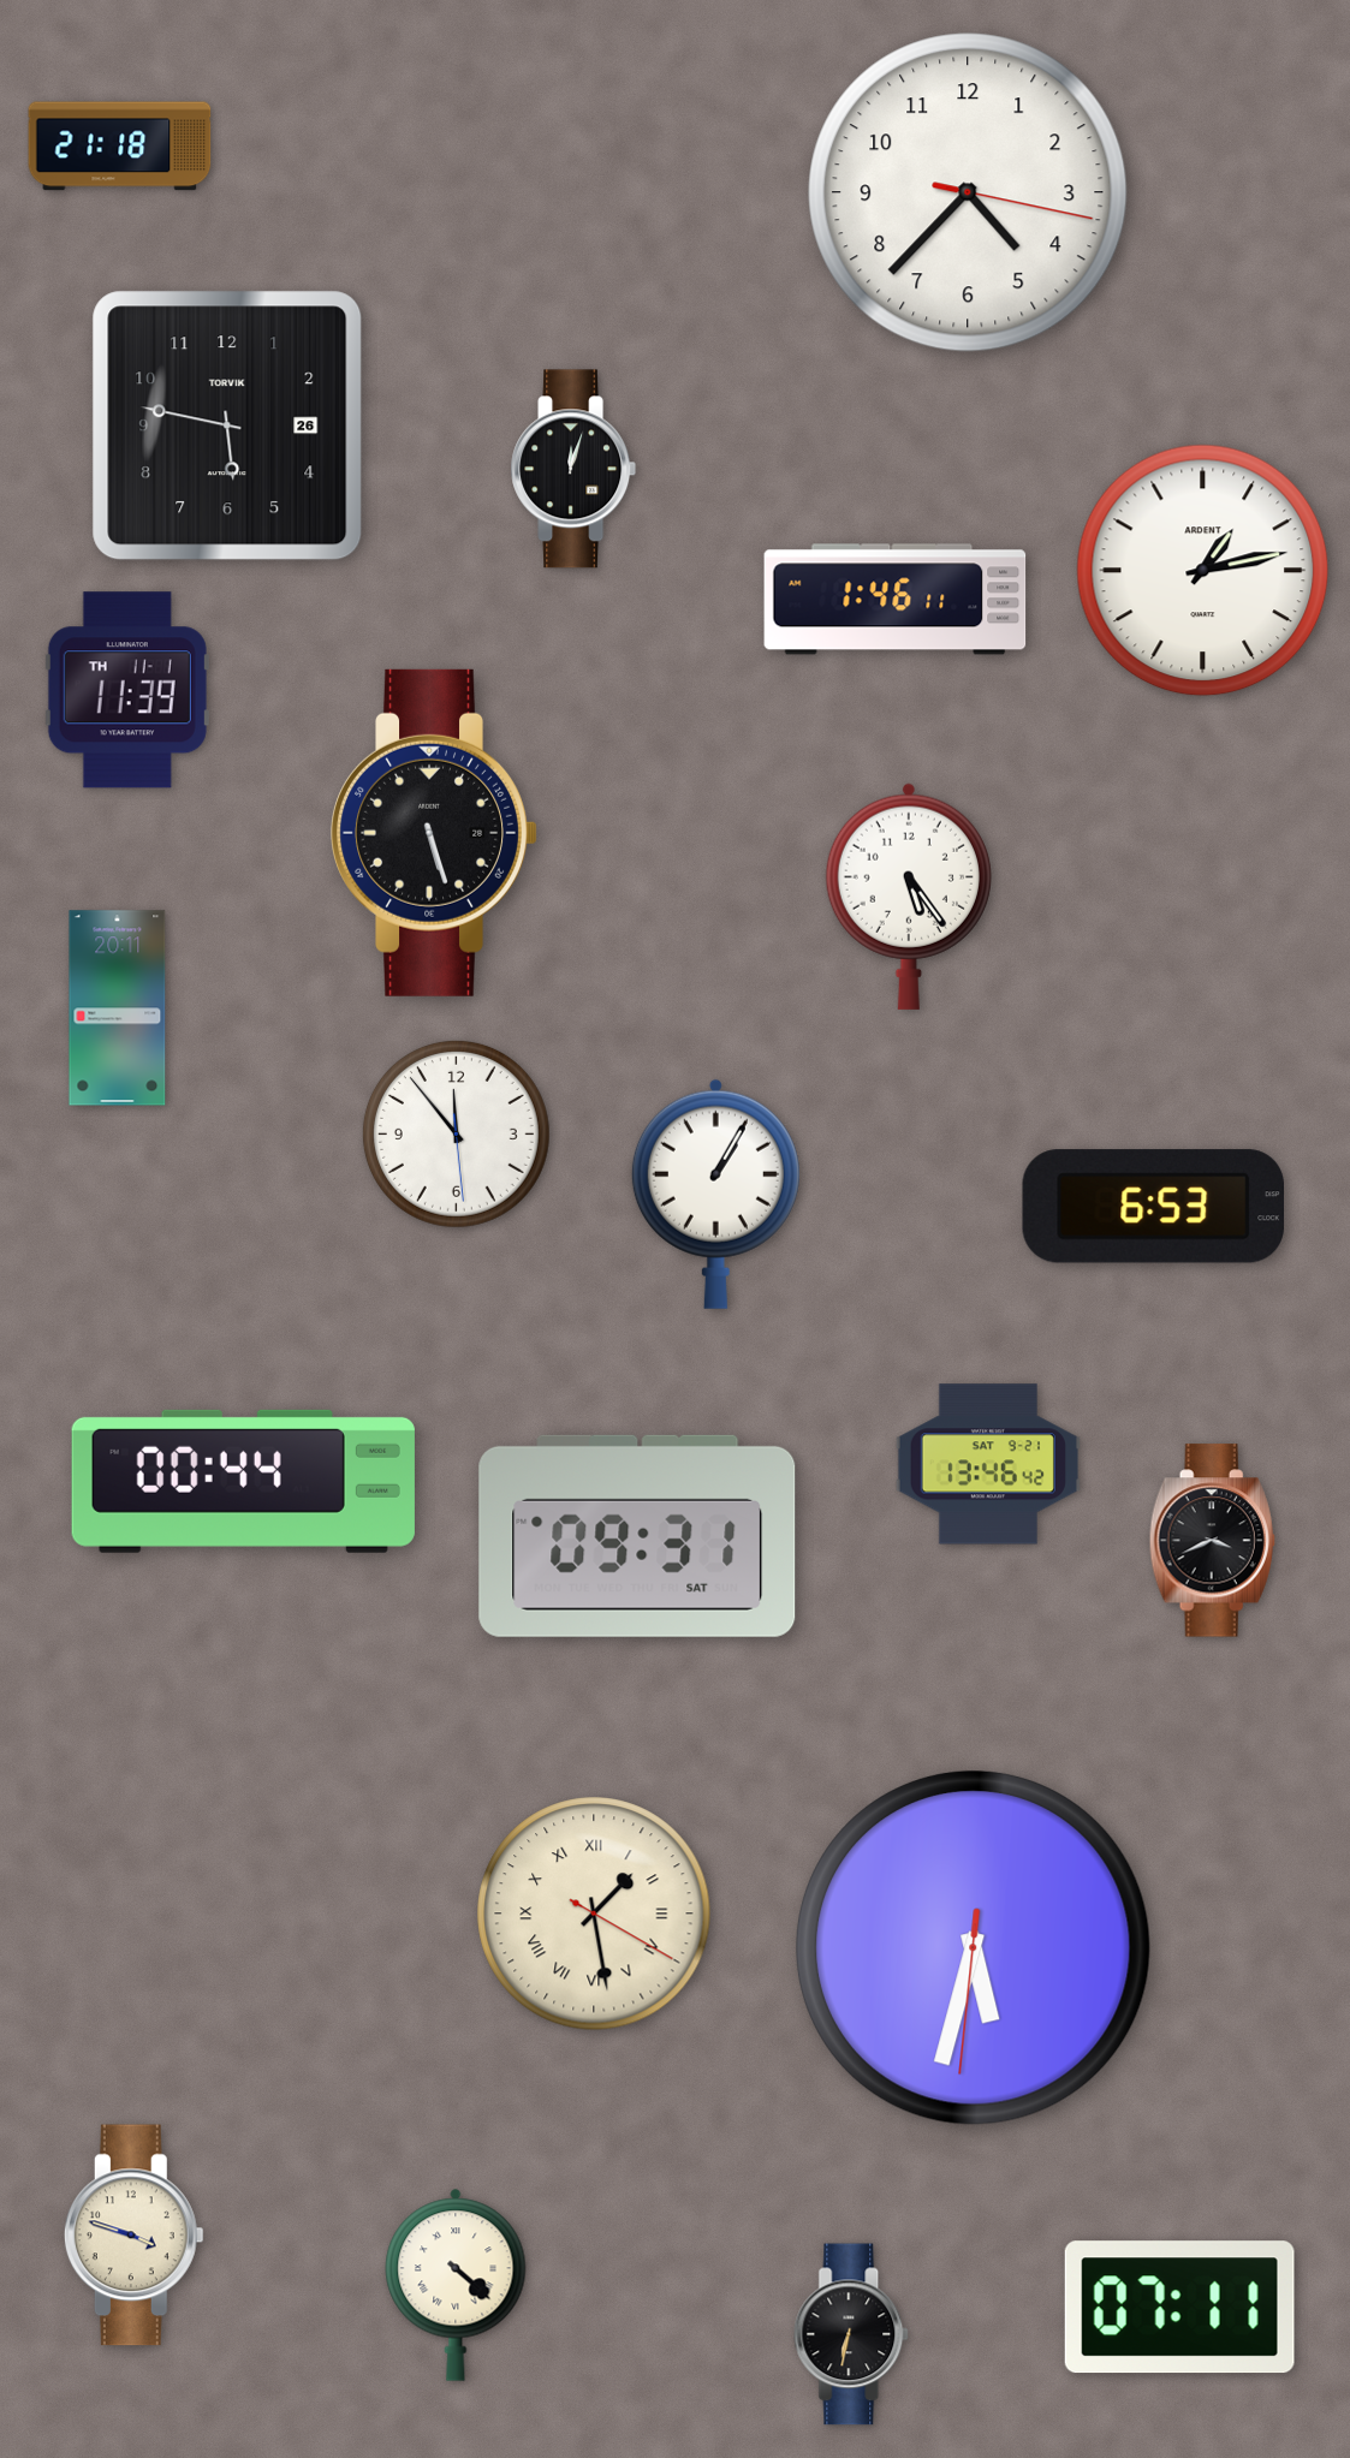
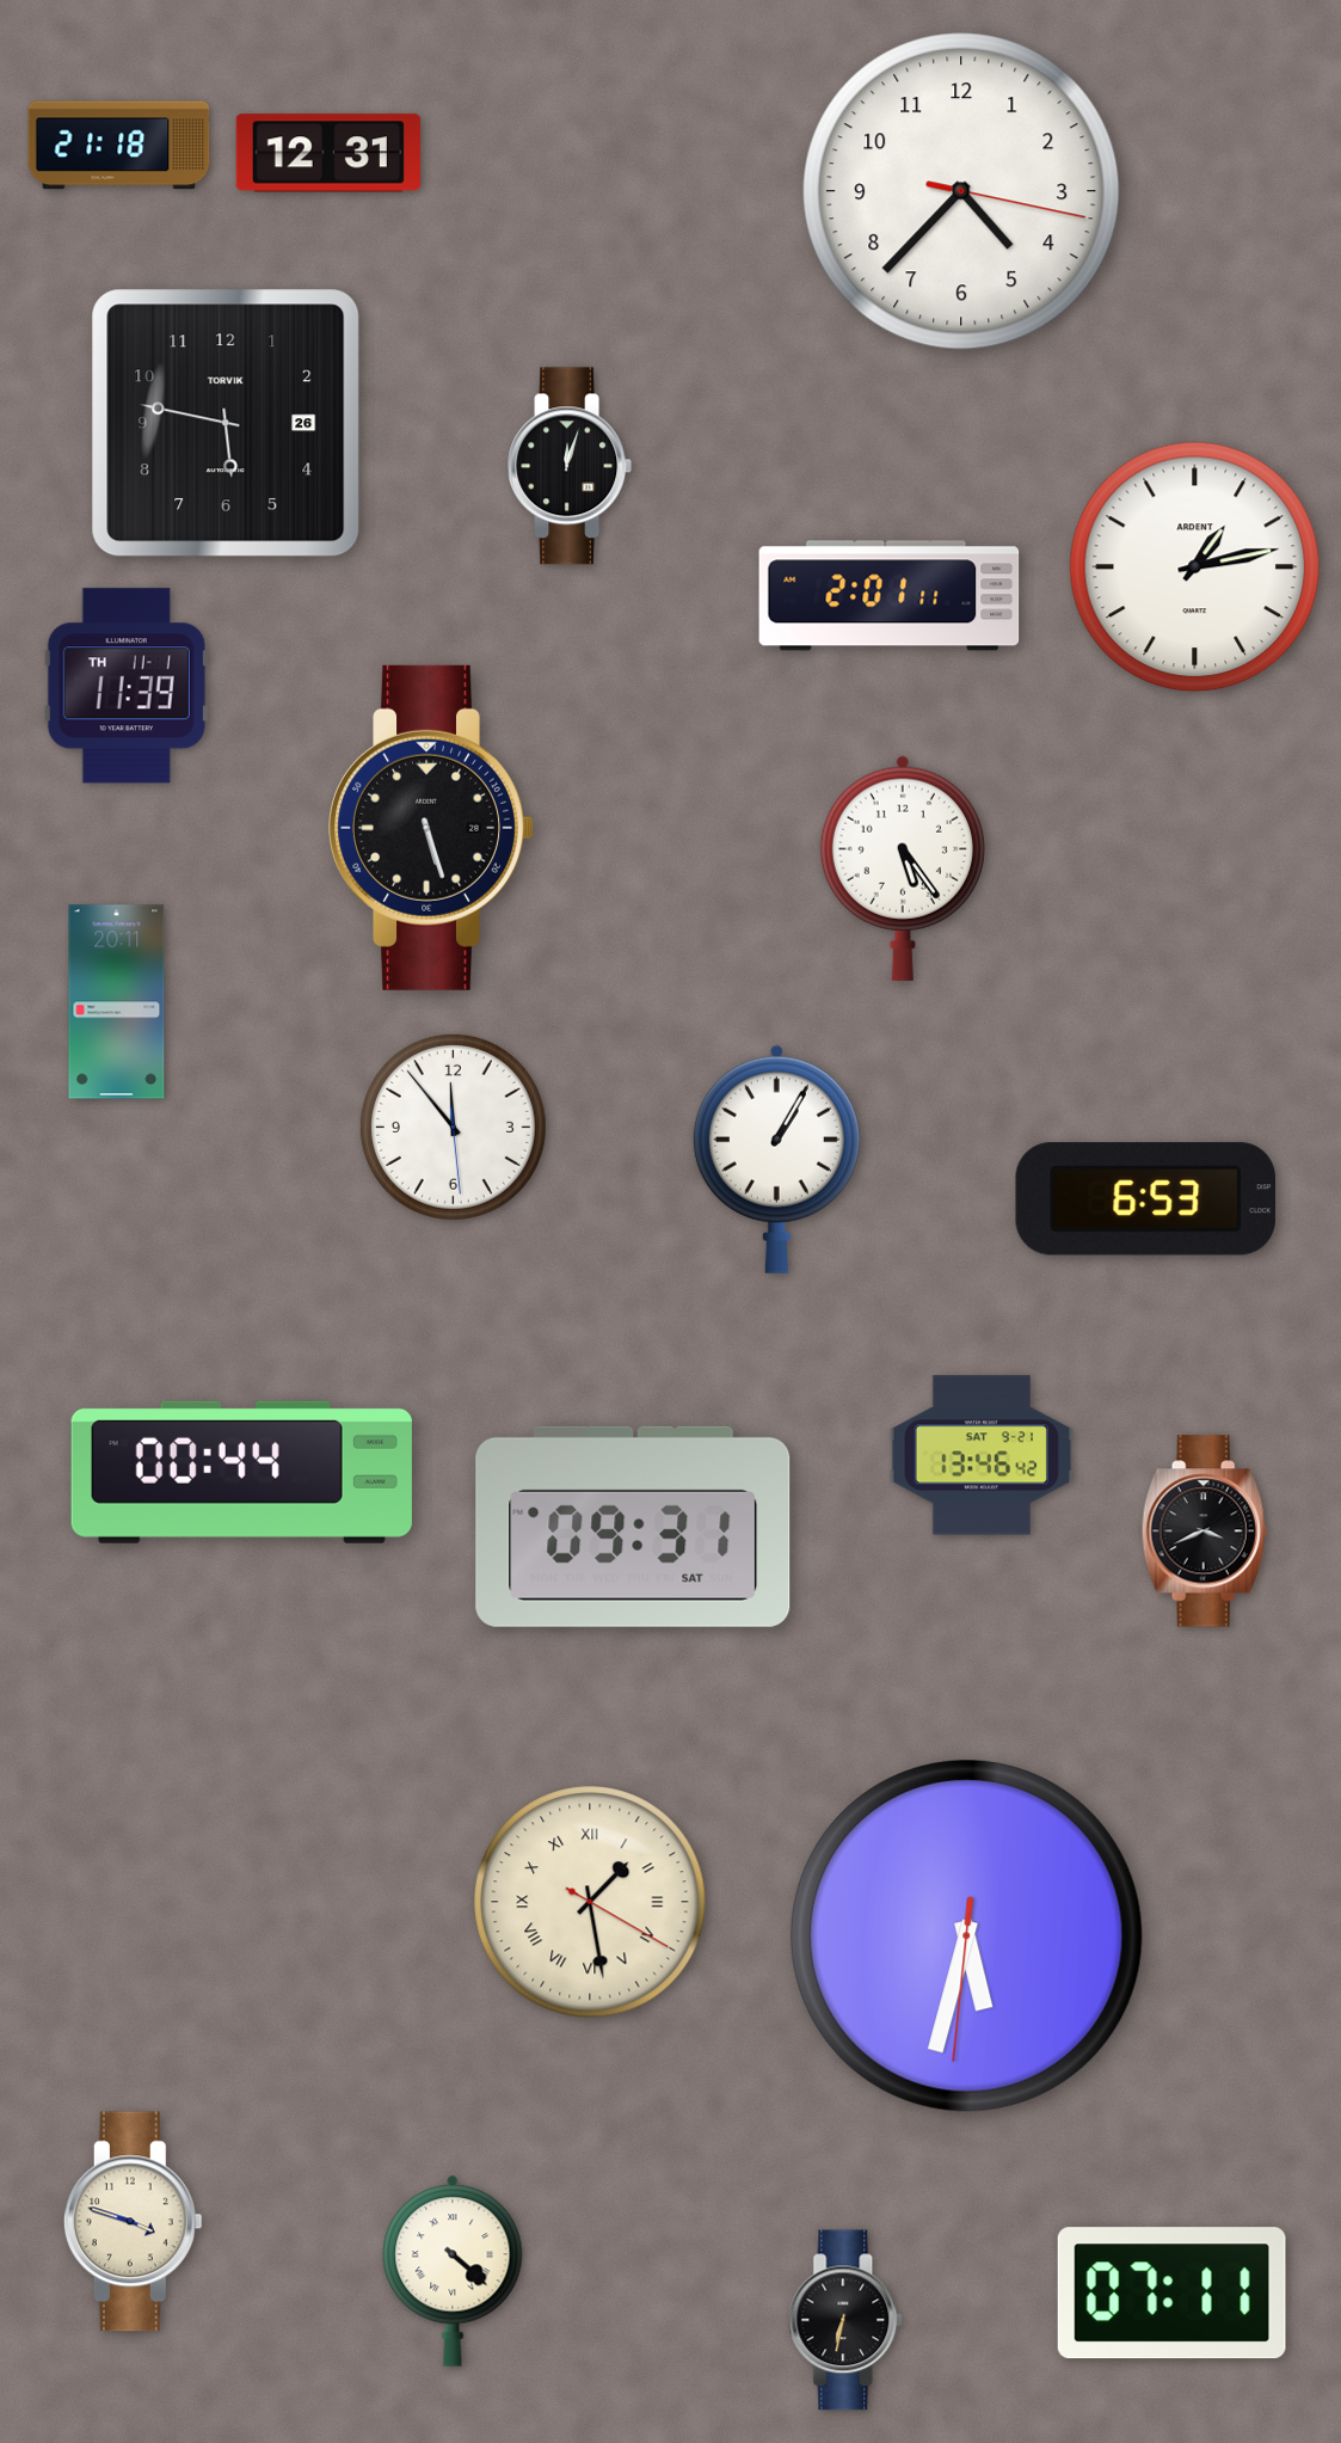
clock at (328, 153): none -> 12:31
clock at (896, 600): 1:46 -> 2:01
clock at (909, 897) position: (909, 897) -> (903, 868)
clock at (715, 1194) position: (715, 1194) -> (776, 1159)
